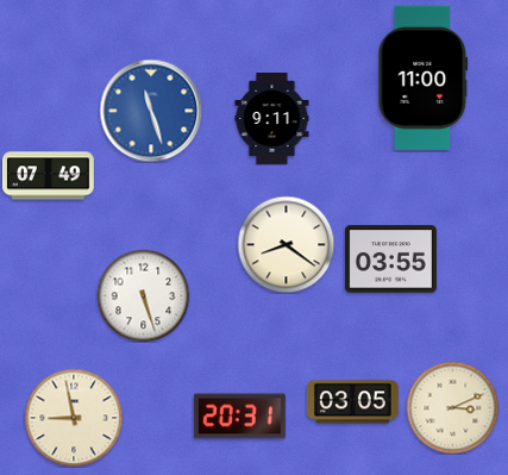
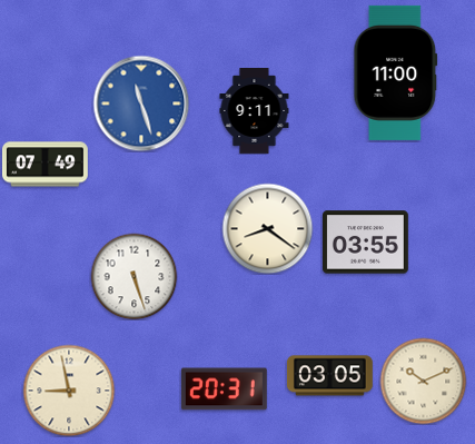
clock at (452, 407): 3:11 -> 10:11
